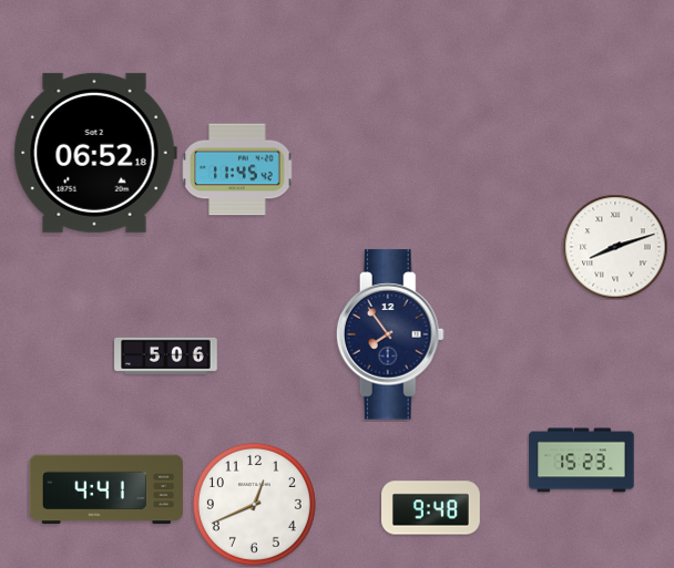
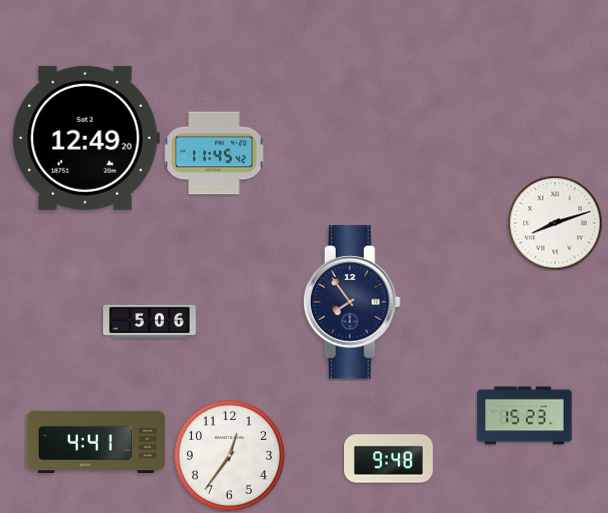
clock at (95, 153): 06:52 -> 12:49
clock at (254, 504): 12:41 -> 12:36
